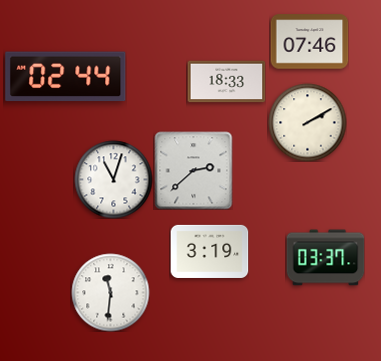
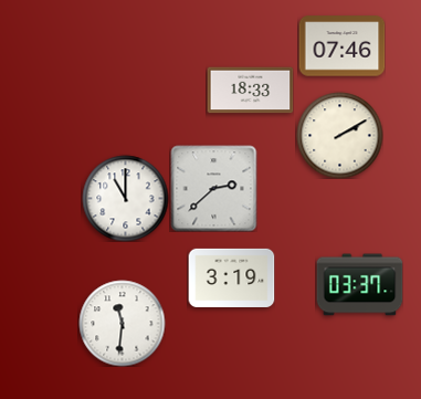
clock at (66, 77): 02:44 -> none
clock at (113, 179): 11:03 -> 11:00
